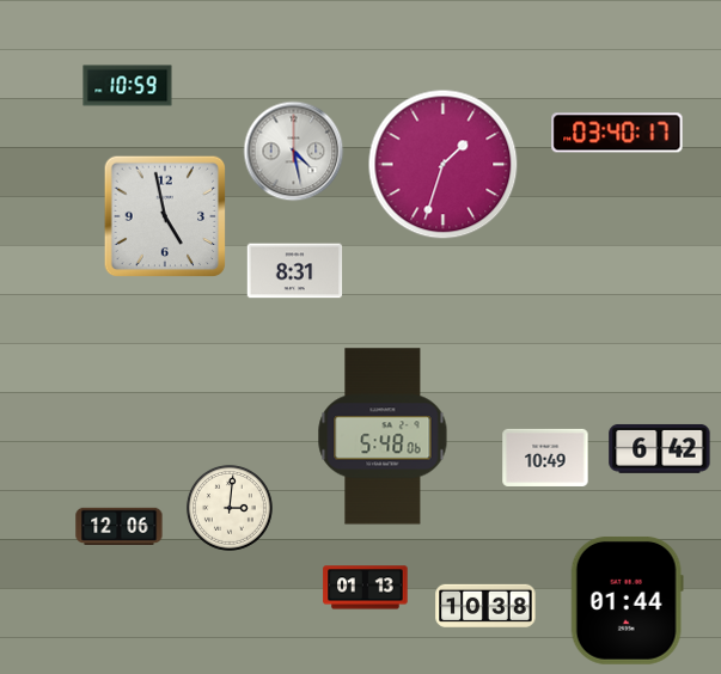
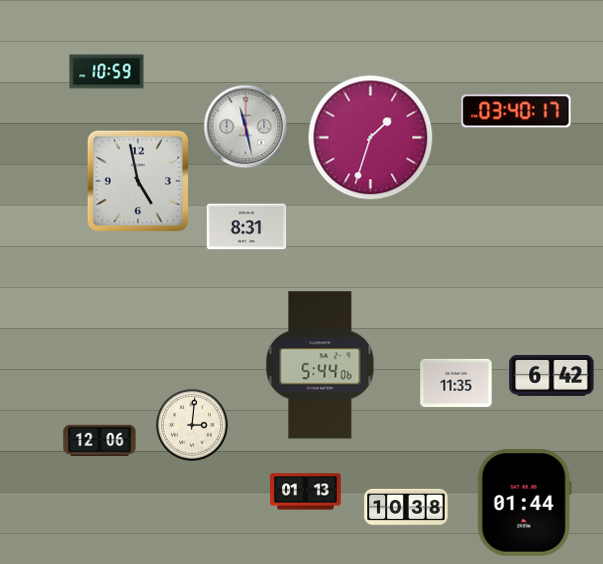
clock at (294, 152): 4:28 -> 11:28
clock at (383, 436): 5:48 -> 5:44
clock at (545, 458): 10:49 -> 11:35
